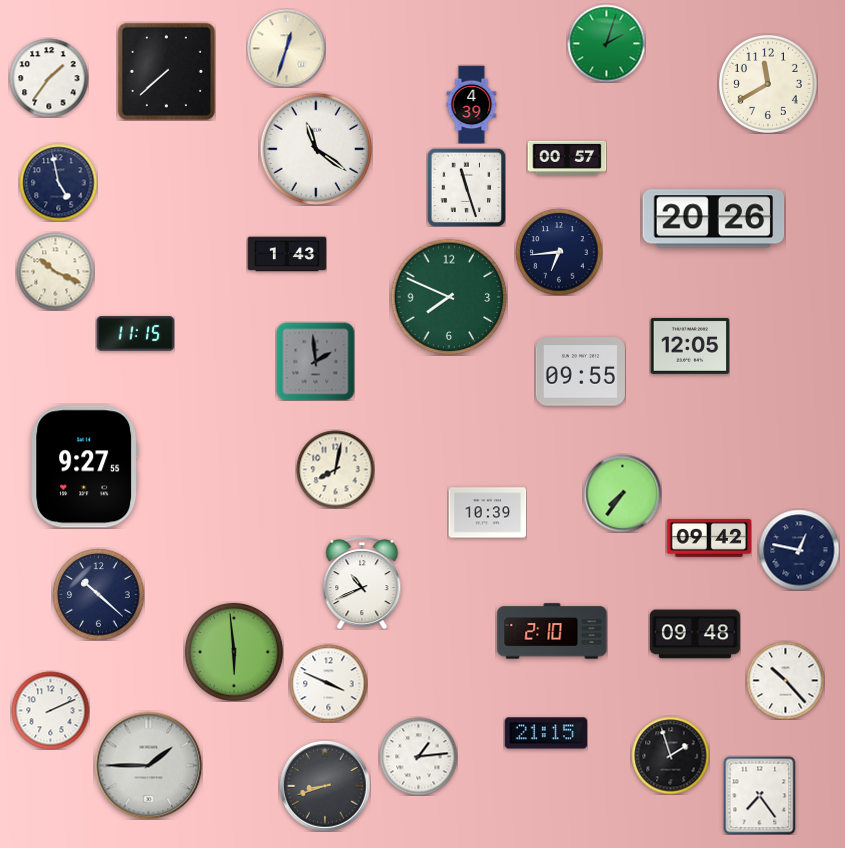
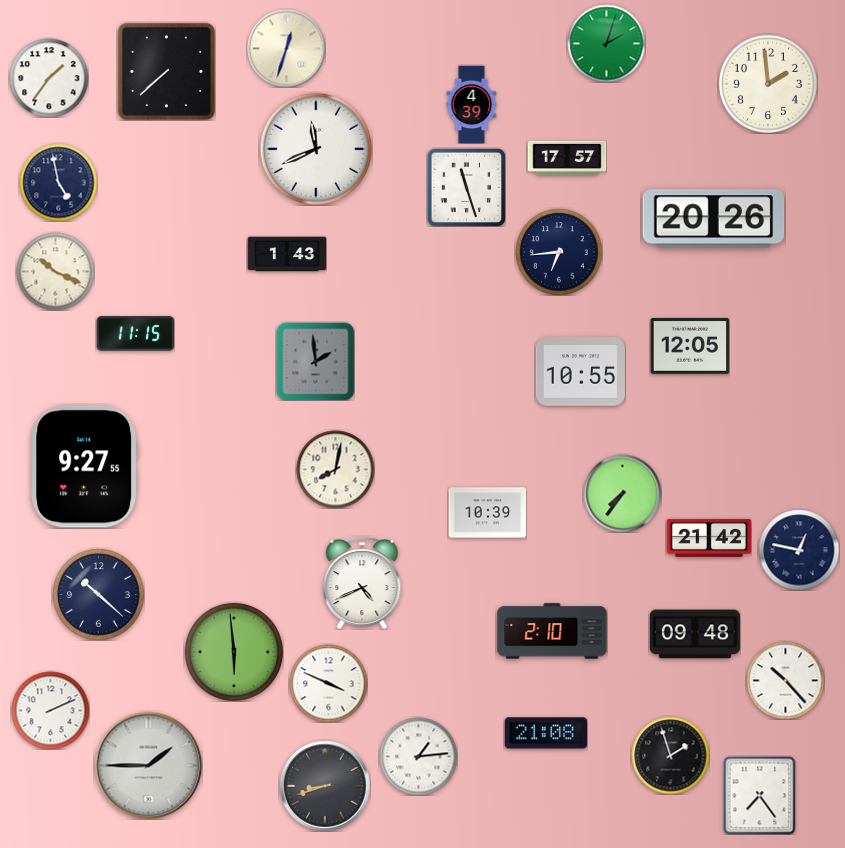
clock at (768, 84): 11:40 -> 1:59
clock at (316, 149): 11:21 -> 11:41
clock at (567, 157): 00:57 -> 17:57
clock at (449, 297): 7:49 -> none
clock at (580, 372): 09:55 -> 10:55
clock at (709, 538): 09:42 -> 21:42
clock at (362, 583): 10:41 -> 4:41
clock at (546, 733): 21:15 -> 21:08
